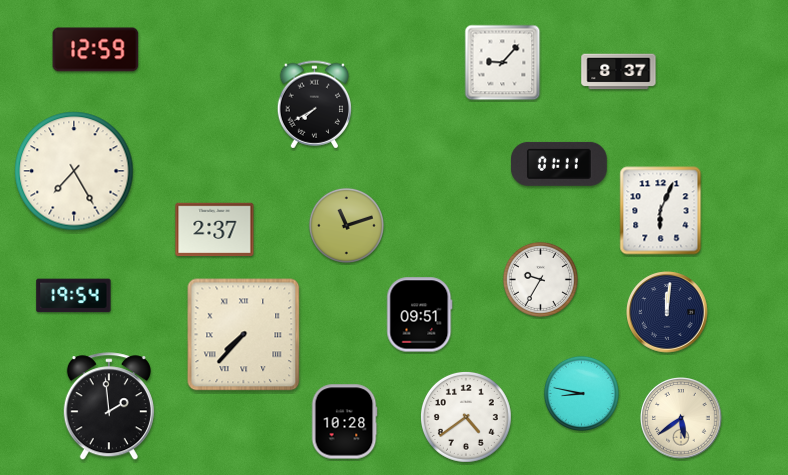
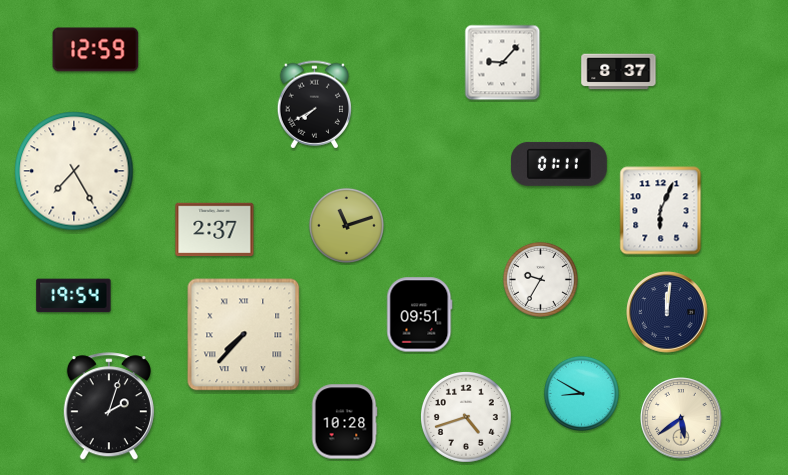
clock at (581, 393): 8:47 -> 8:50
clock at (109, 407): 1:59 -> 2:03
clock at (467, 418): 4:39 -> 4:42
